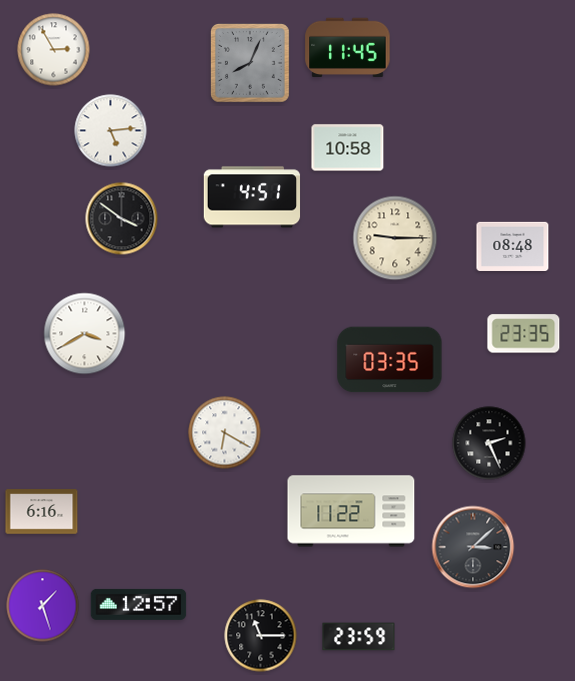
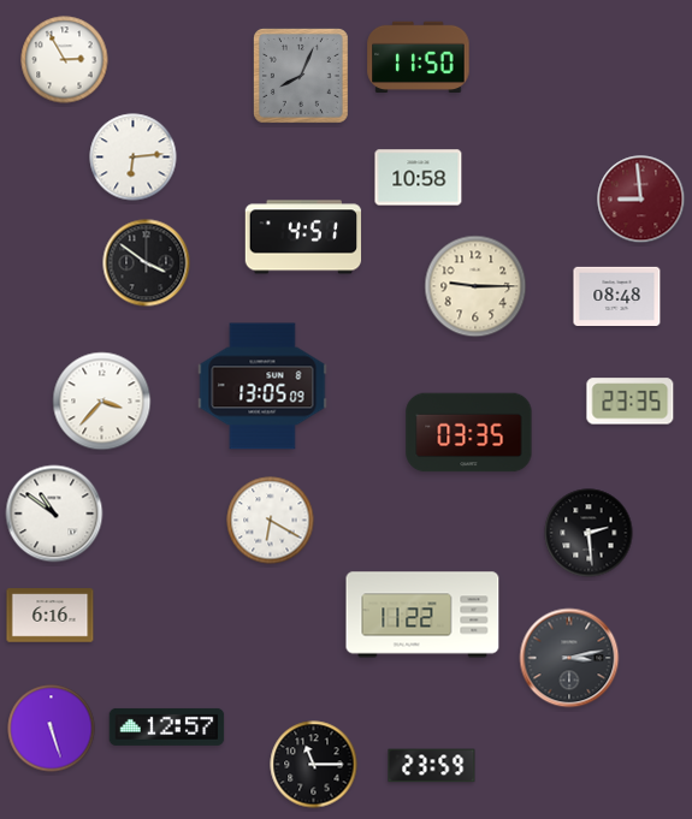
clock at (348, 48): 11:45 -> 11:50
clock at (111, 131): 5:14 -> 6:14
clock at (641, 200): none -> 8:59
clock at (262, 386): none -> 13:05
clock at (85, 334): 3:40 -> 3:37
clock at (54, 514): none -> 10:51
clock at (489, 443): 2:26 -> 2:29
clock at (473, 547): 3:08 -> 3:13
clock at (43, 606): 1:27 -> 5:27
